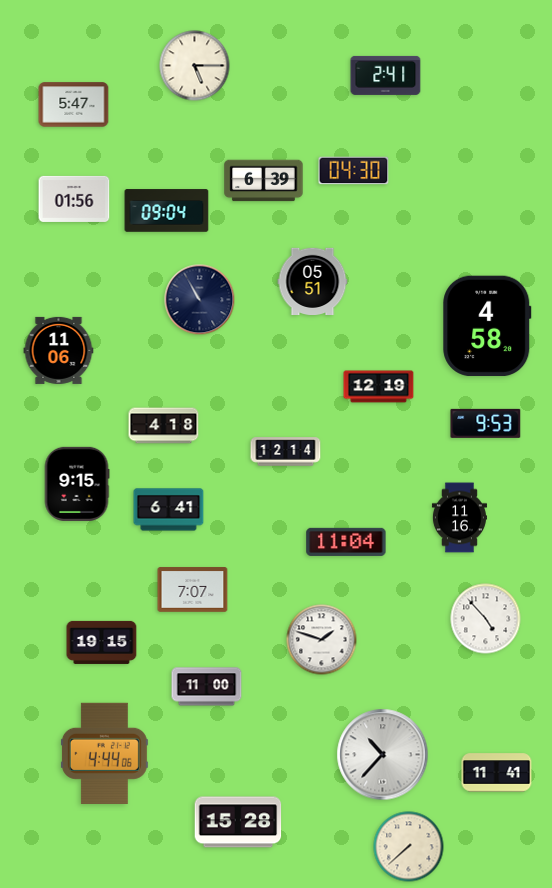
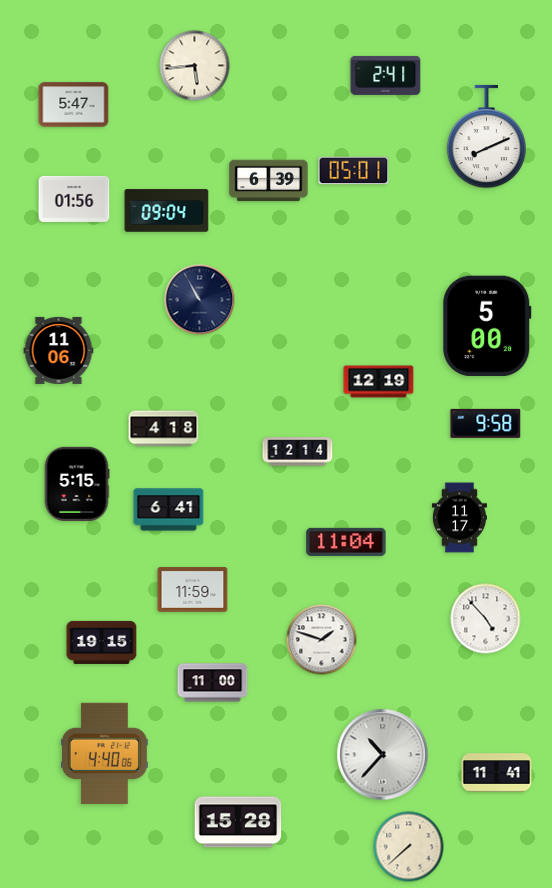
clock at (195, 66): 5:15 -> 5:44
clock at (487, 137): none -> 8:11
clock at (354, 171): 04:30 -> 05:01
clock at (264, 181) position: (264, 181) -> (269, 181)
clock at (313, 281): 05:51 -> none
clock at (487, 326): 4:58 -> 5:00
clock at (379, 387) position: (379, 387) -> (379, 382)
clock at (486, 423): 9:53 -> 9:58
clock at (164, 426) position: (164, 426) -> (164, 429)
clock at (286, 452) position: (286, 452) -> (298, 452)
clock at (77, 483): 9:15 -> 5:15
clock at (459, 518): 11:16 -> 11:17
clock at (193, 590): 7:07 -> 11:59
clock at (207, 687) position: (207, 687) -> (213, 683)
clock at (104, 753): 4:44 -> 4:40
